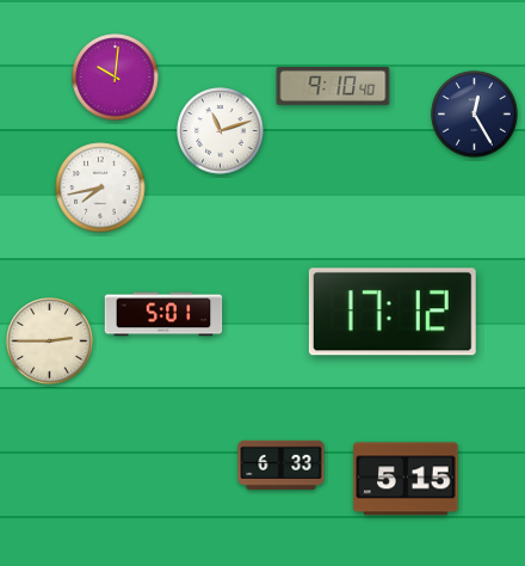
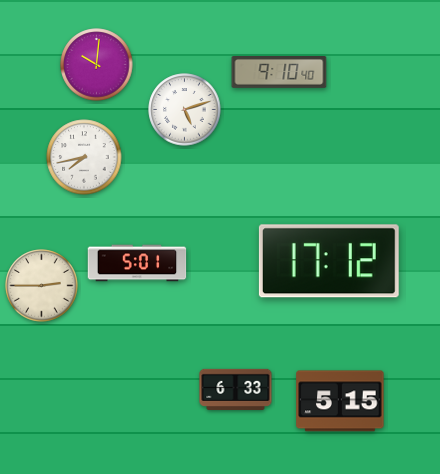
clock at (475, 115): 12:25 -> none
clock at (221, 131): 11:12 -> 5:12
